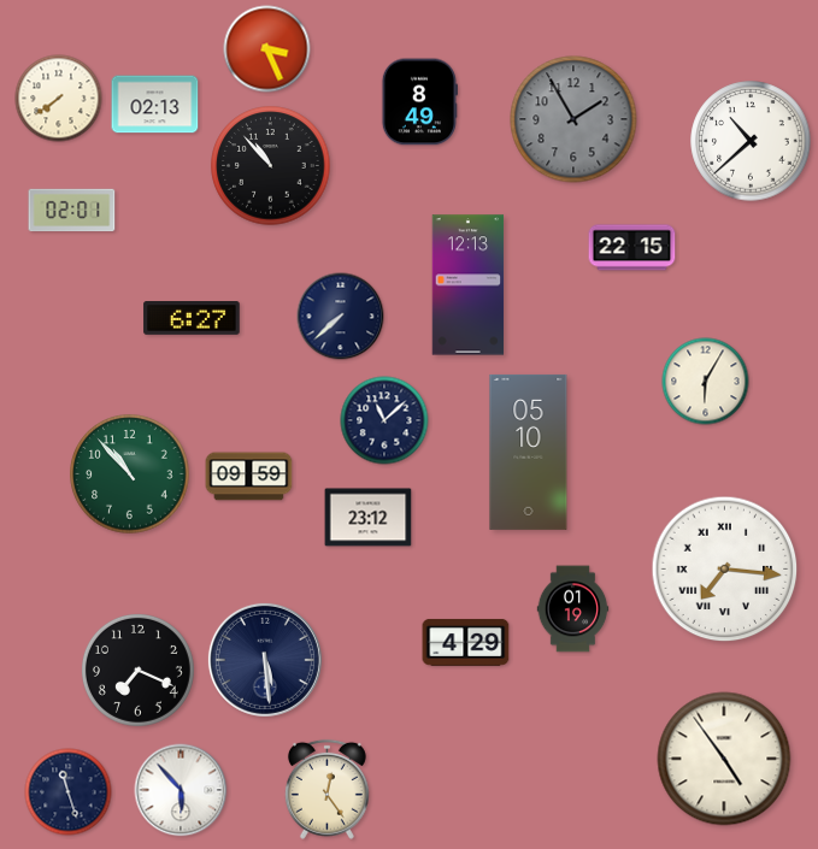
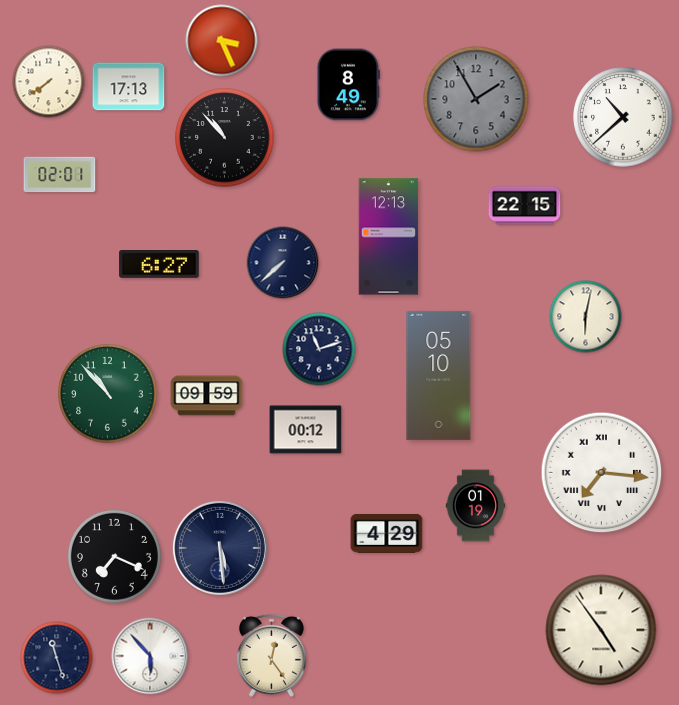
clock at (155, 105): 02:13 -> 17:13
clock at (706, 382): 6:05 -> 6:02
clock at (384, 420): 11:08 -> 11:12
clock at (369, 518): 23:12 -> 00:12
